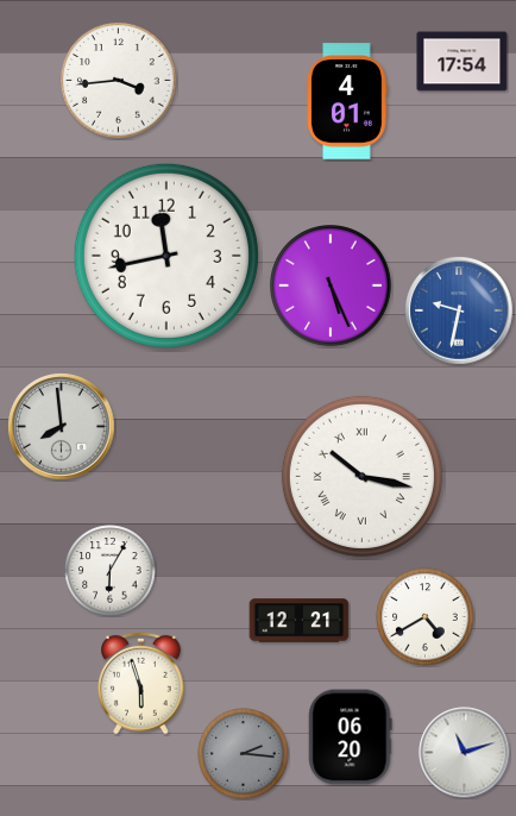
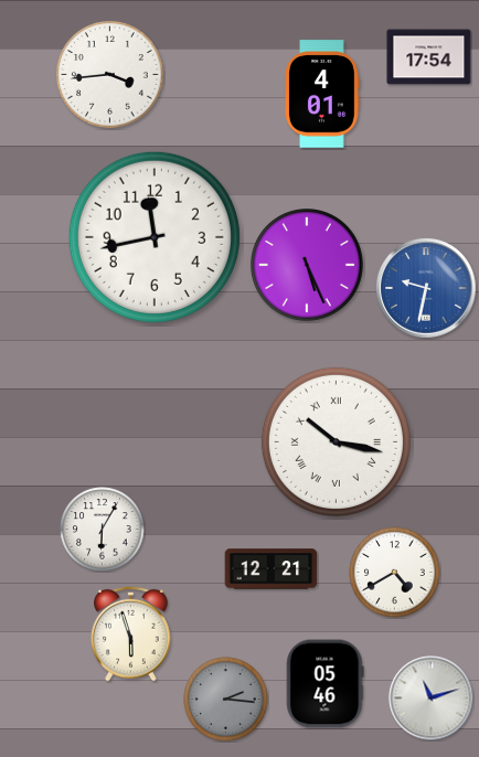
clock at (62, 427): 7:59 -> none
clock at (300, 621) position: (300, 621) -> (272, 569)
clock at (351, 737): 06:20 -> 05:46
